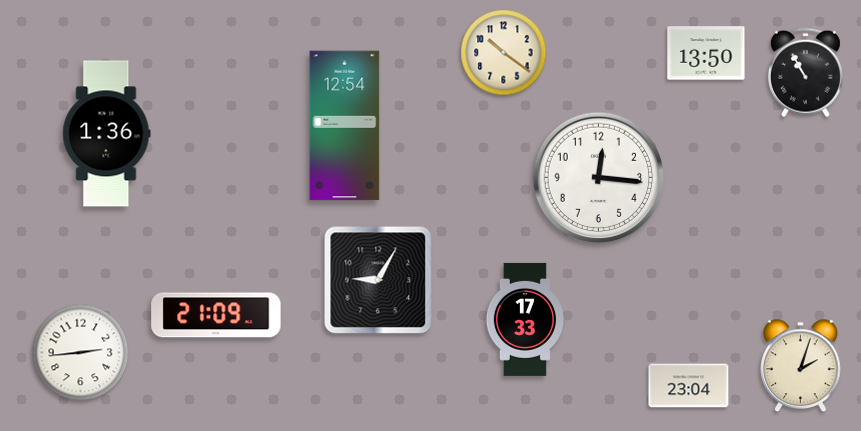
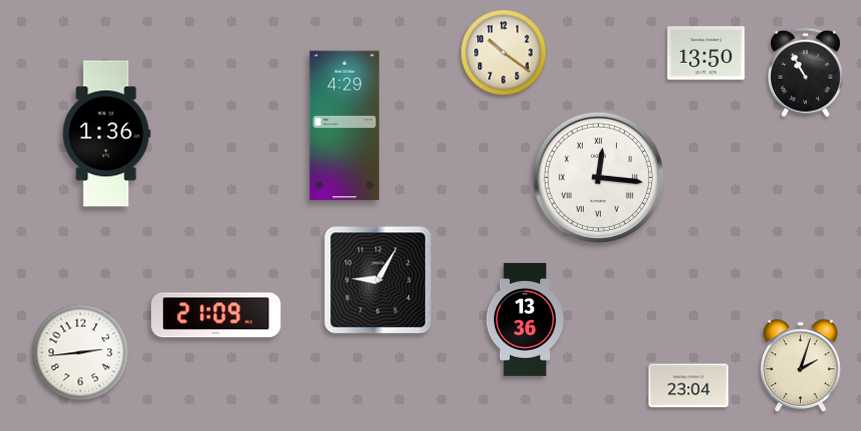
clock at (345, 126): 12:54 -> 4:29
clock at (599, 178) numerals: Arabic -> Roman
clock at (525, 319): 17:33 -> 13:36
